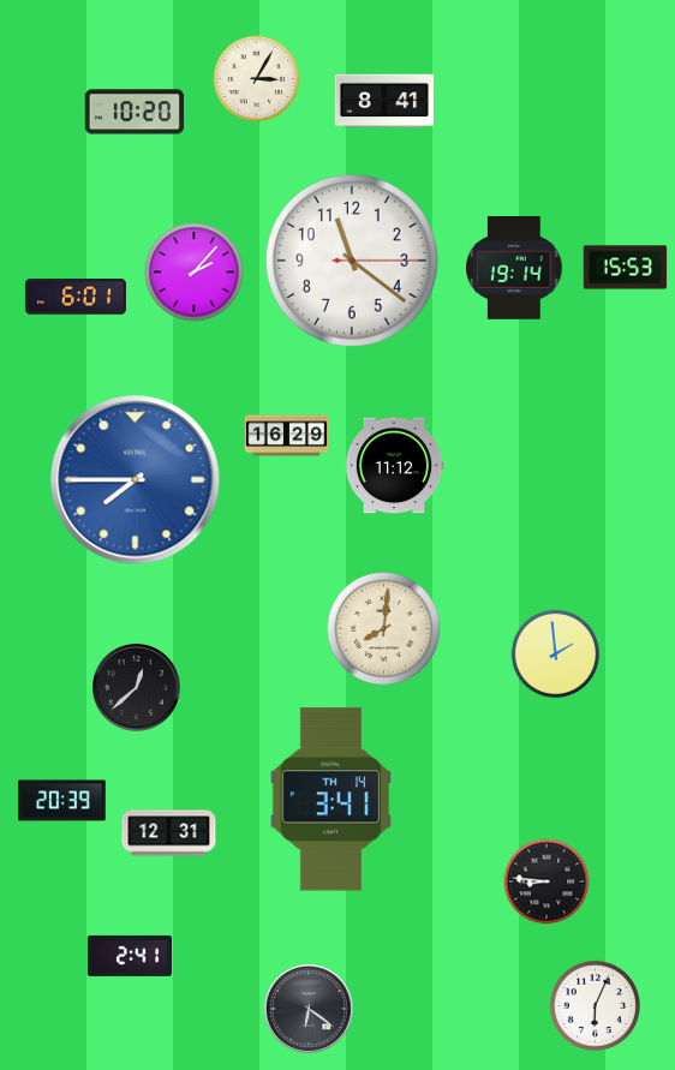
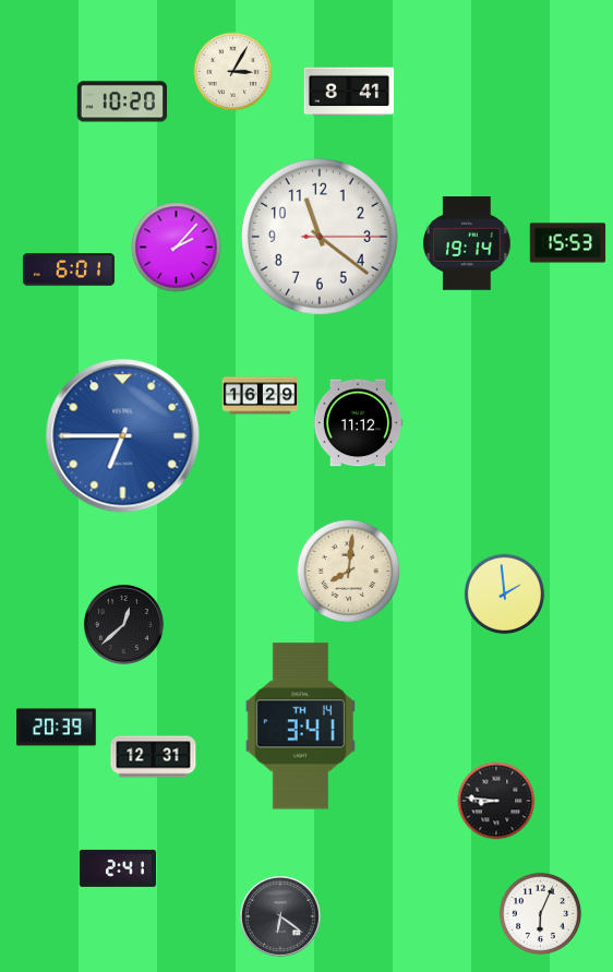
clock at (136, 480): 7:45 -> 6:45
